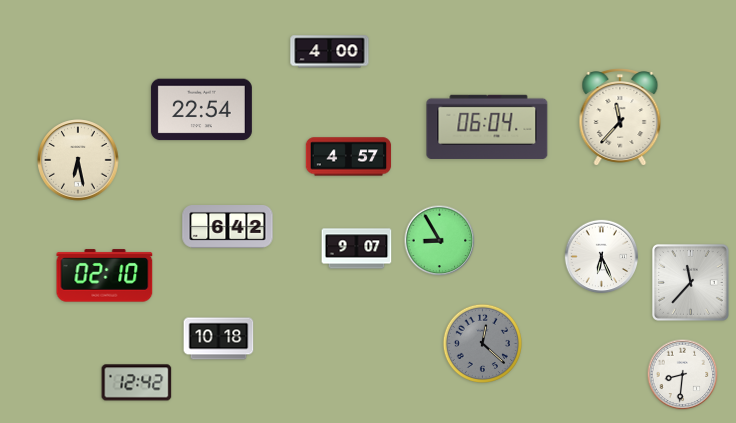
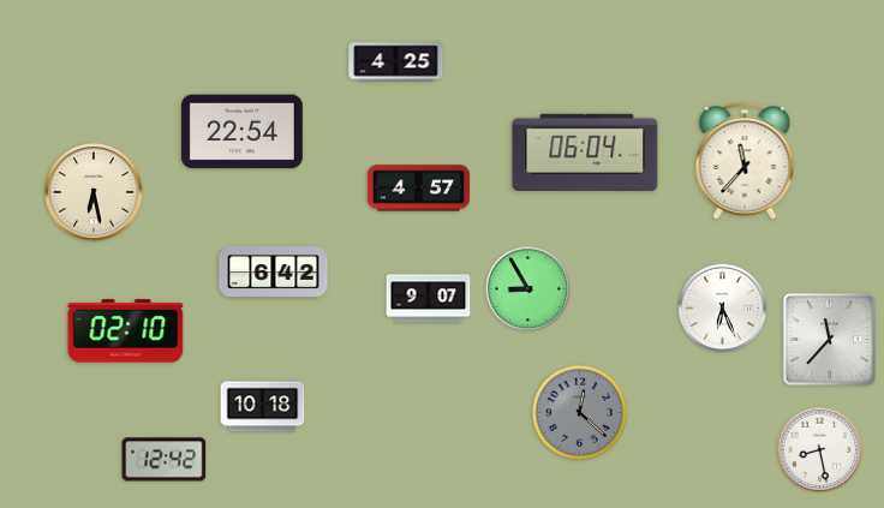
clock at (330, 52): 4:00 -> 4:25
clock at (620, 118) position: (620, 118) -> (745, 162)
clock at (683, 375): 8:31 -> 8:28
